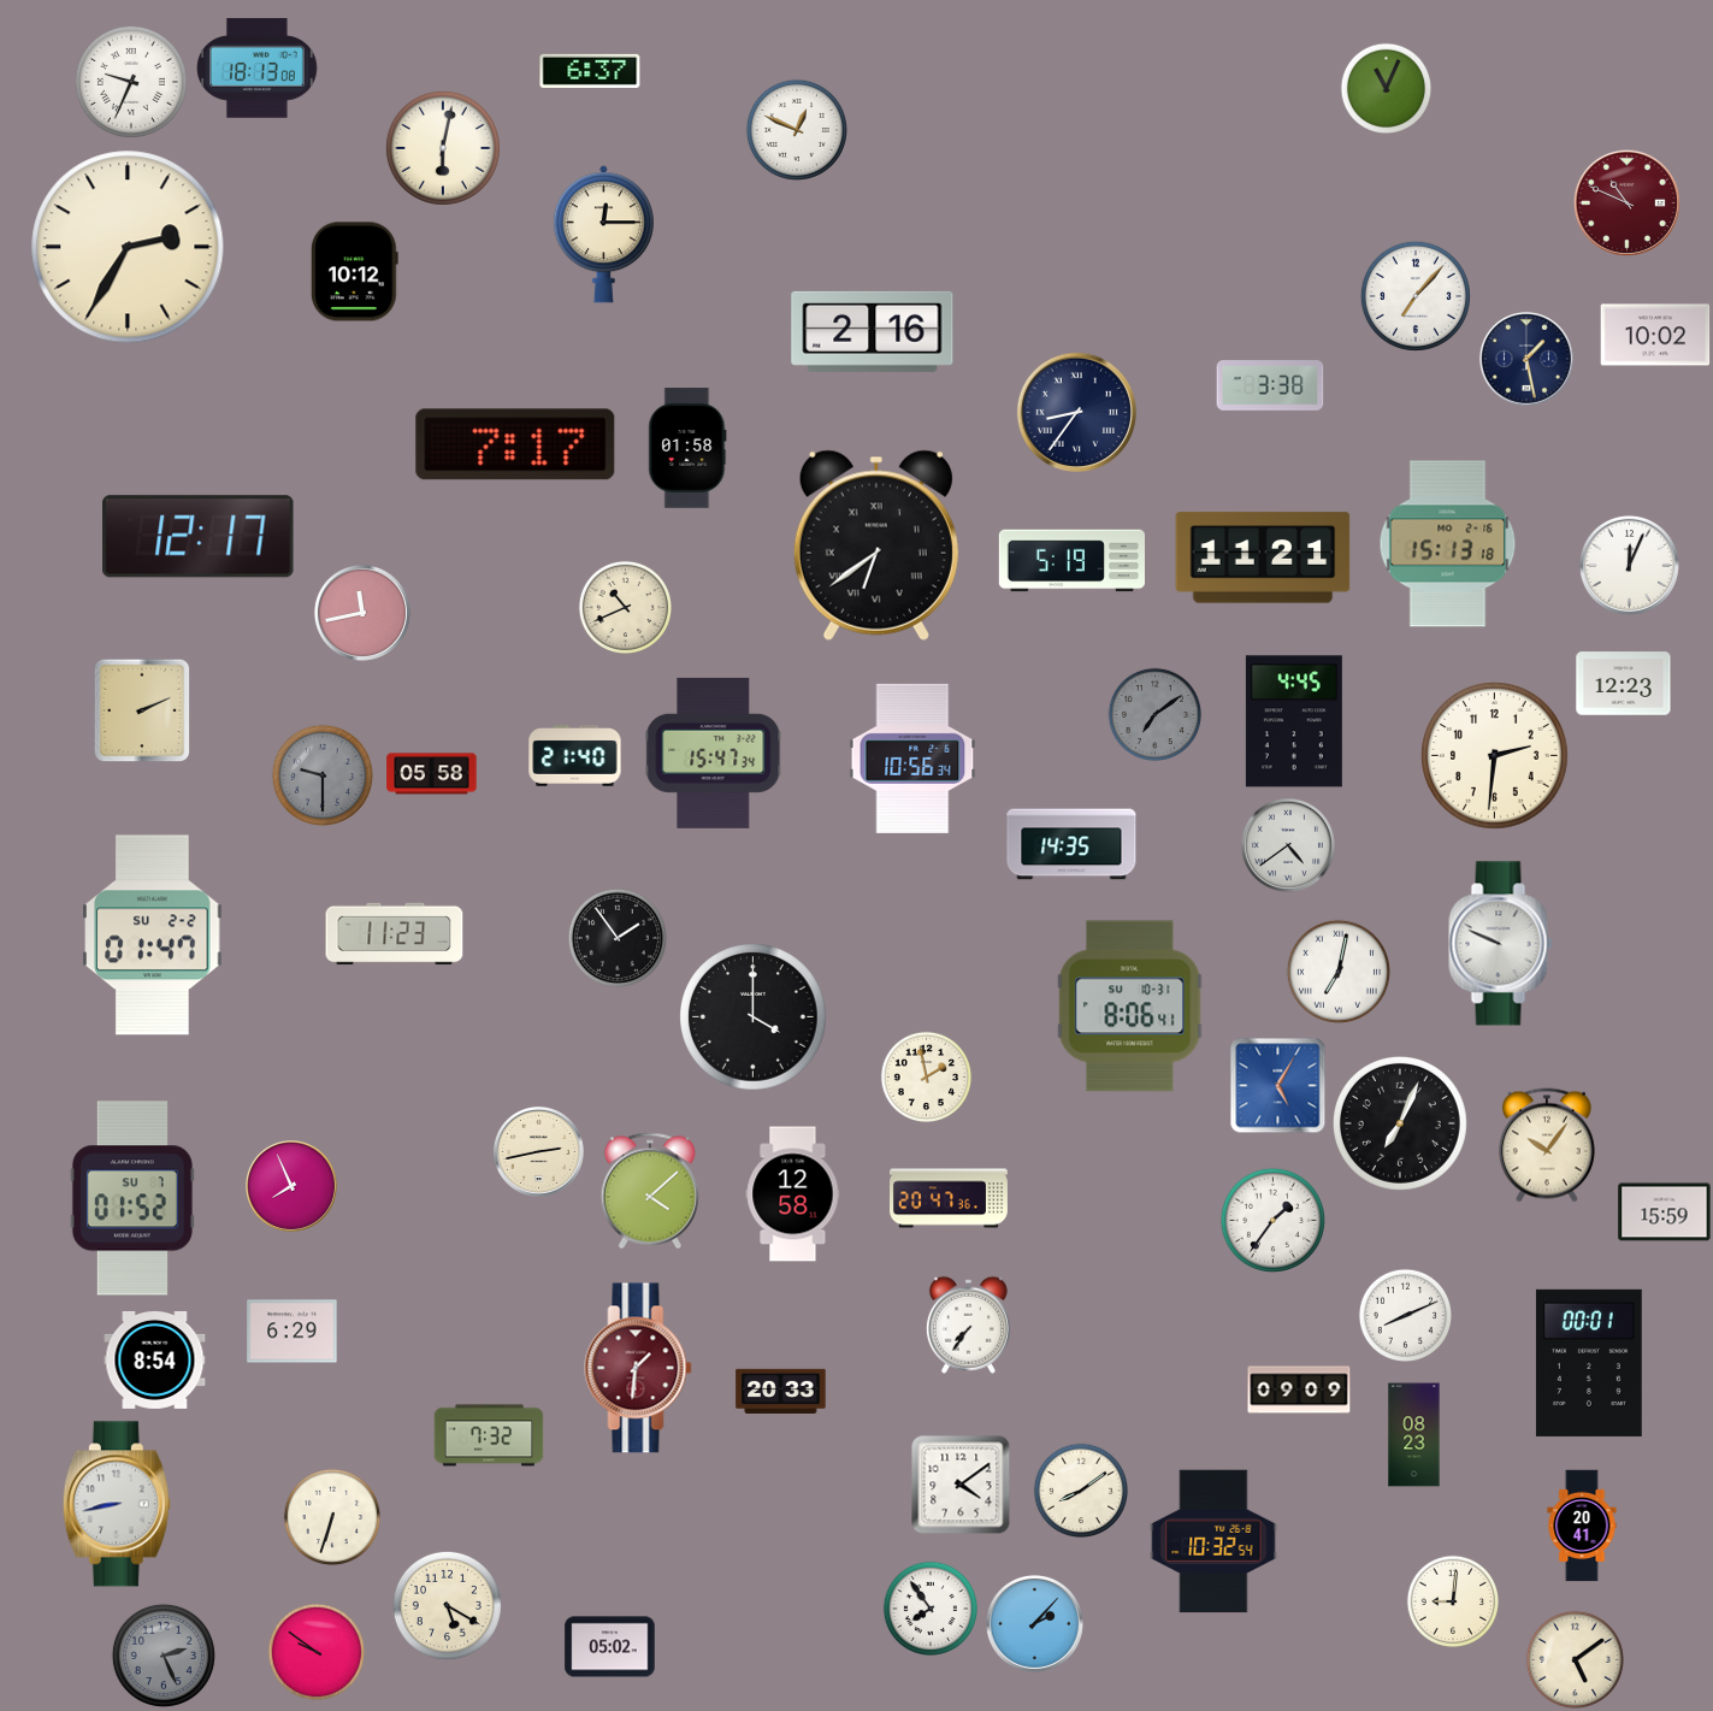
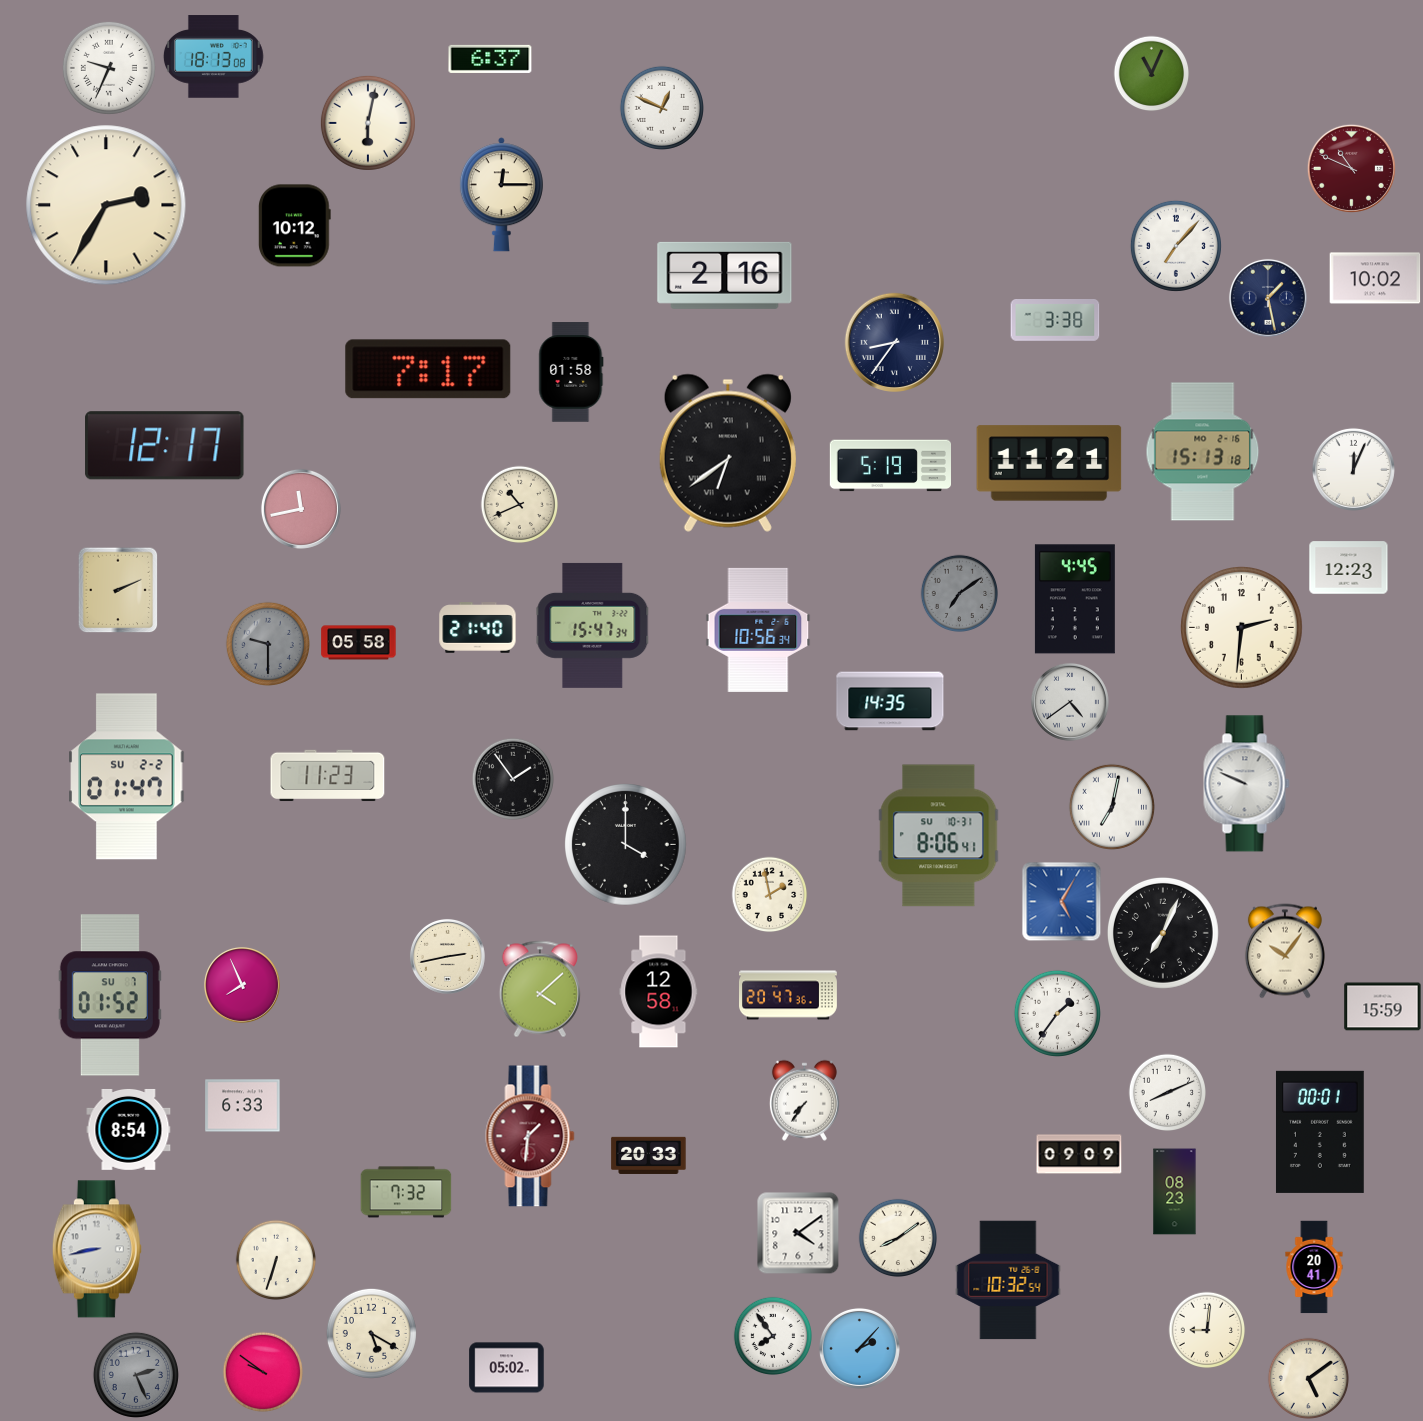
clock at (293, 1332): 6:29 -> 6:33
